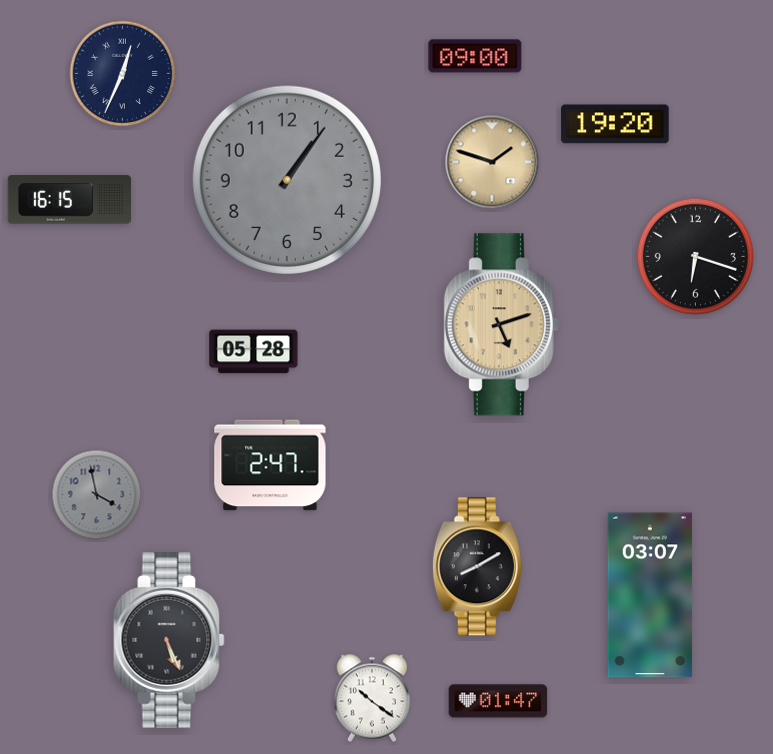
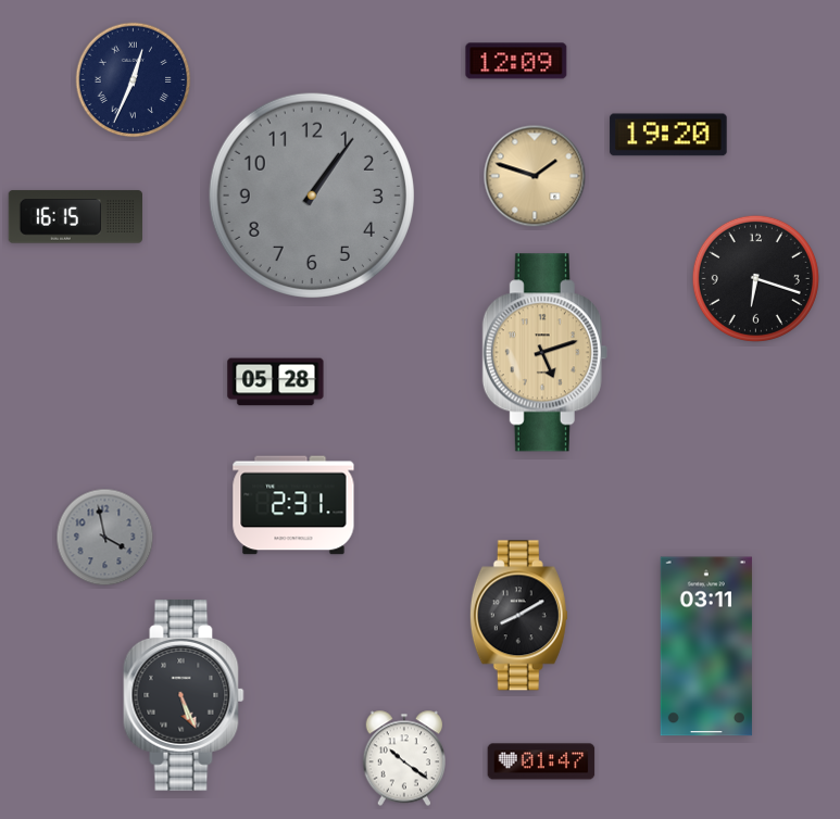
clock at (475, 56): 09:00 -> 12:09
clock at (270, 465): 2:47 -> 2:31
clock at (650, 595): 03:07 -> 03:11
